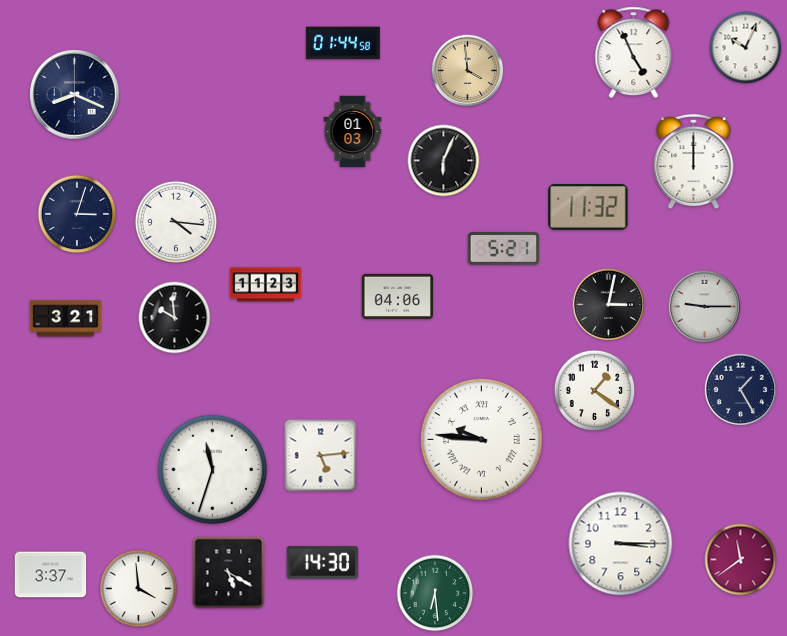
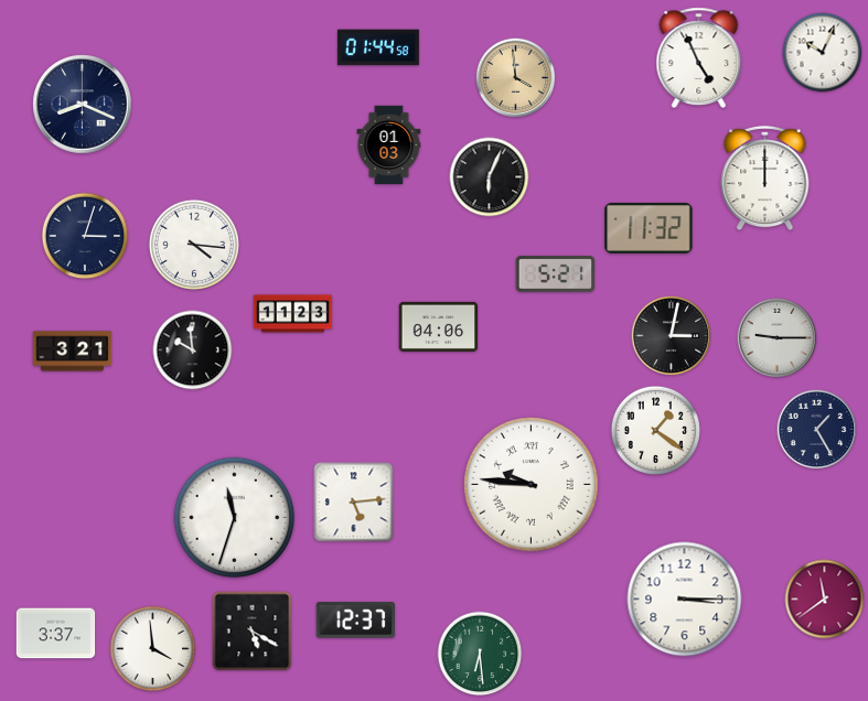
clock at (741, 560) position: (741, 560) -> (825, 600)
clock at (322, 563): 14:30 -> 12:37
